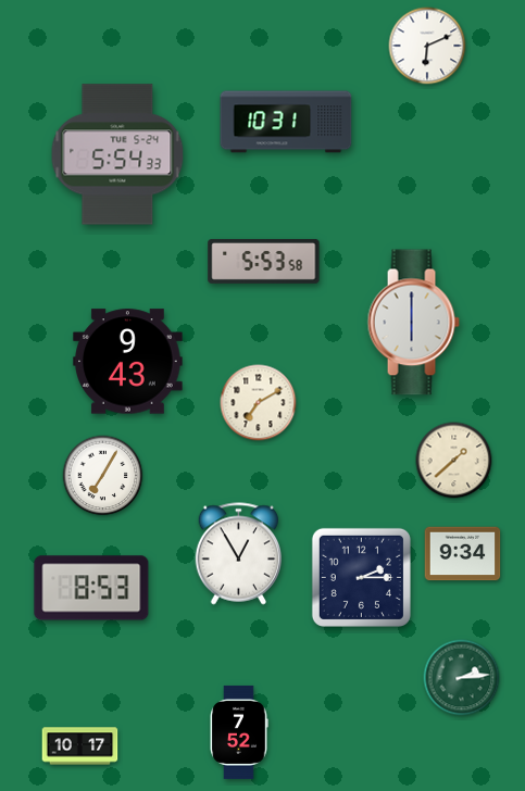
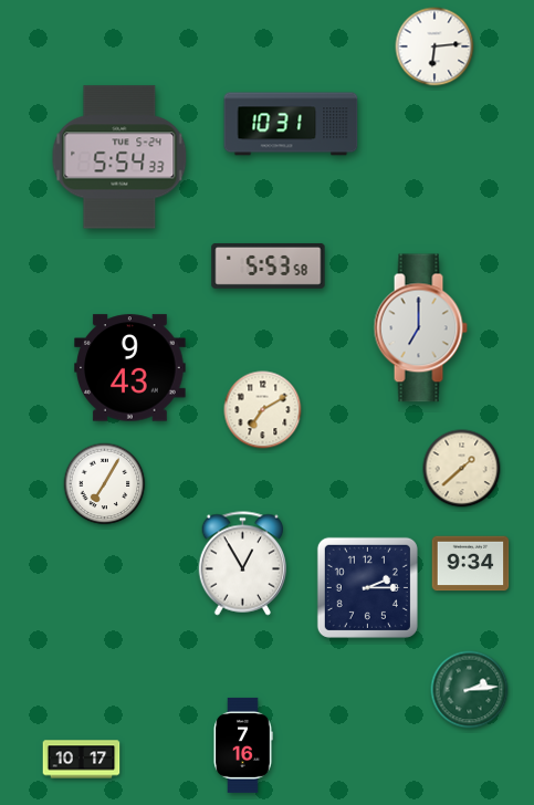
clock at (427, 46): 6:11 -> 6:14
clock at (413, 323): 6:00 -> 7:00
clock at (91, 588): 8:53 -> none
clock at (239, 732): 7:52 -> 7:16
